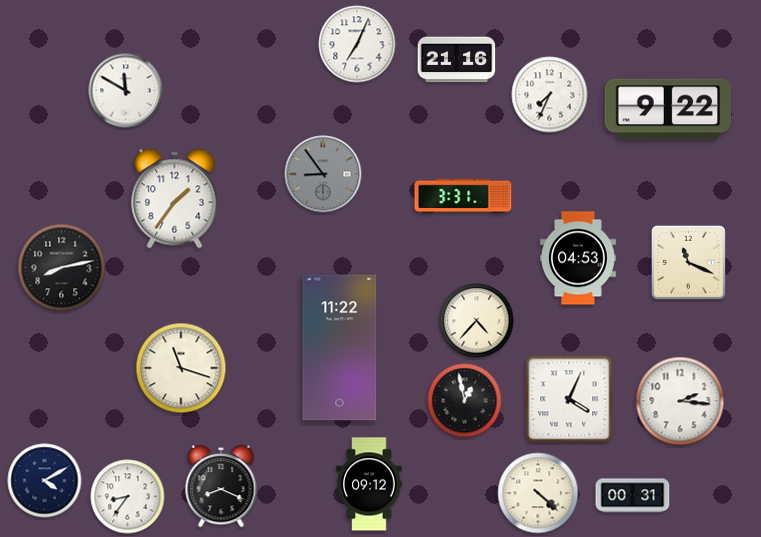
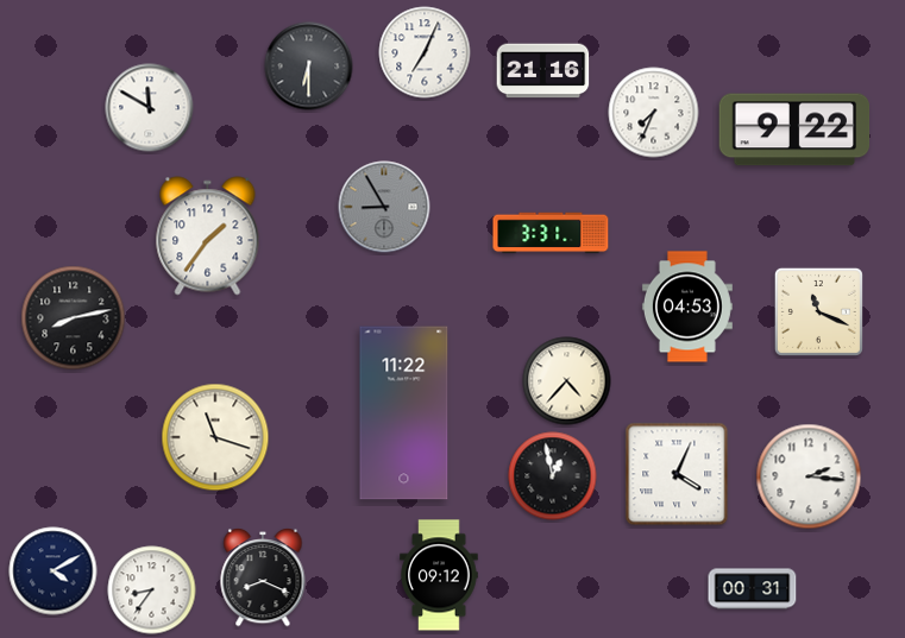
clock at (309, 67): none -> 6:30
clock at (323, 174): 8:54 -> 8:55
clock at (538, 493): 4:22 -> none
